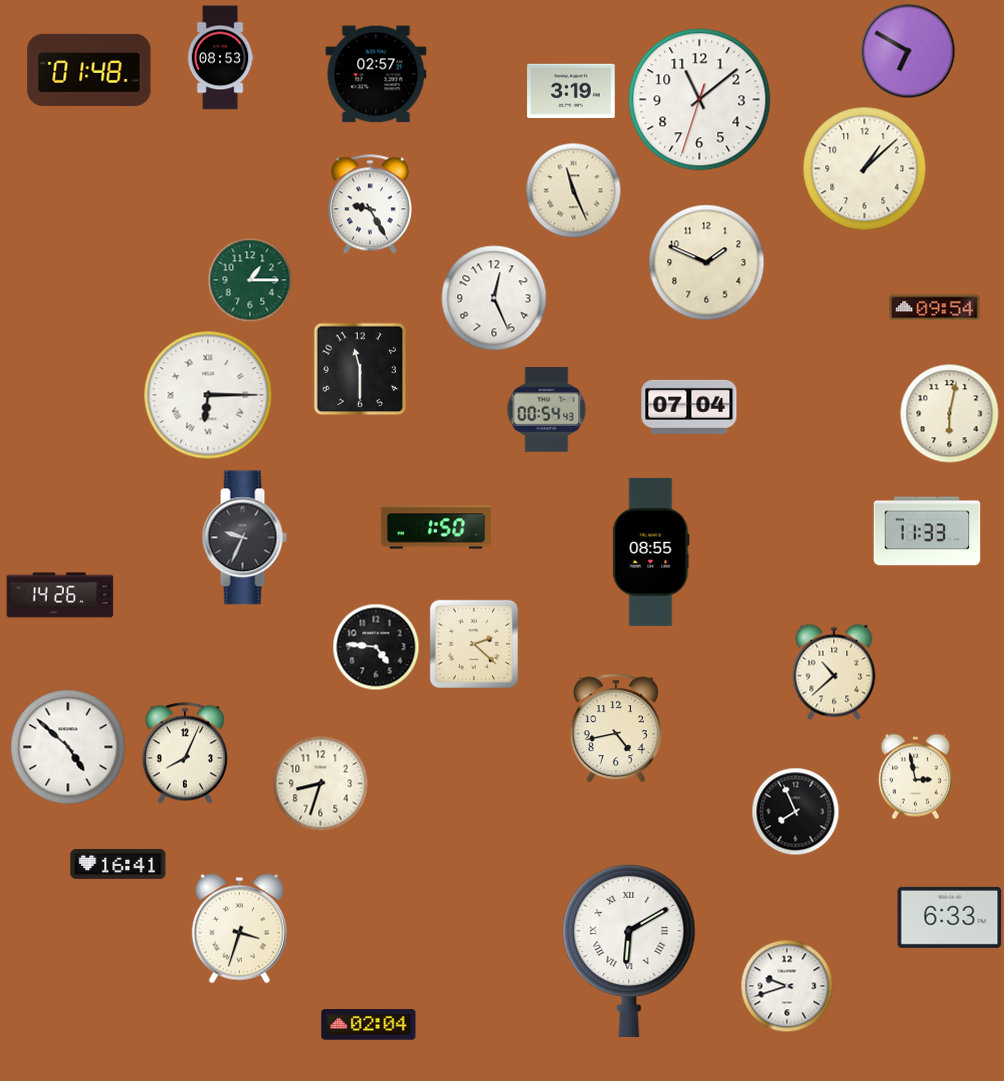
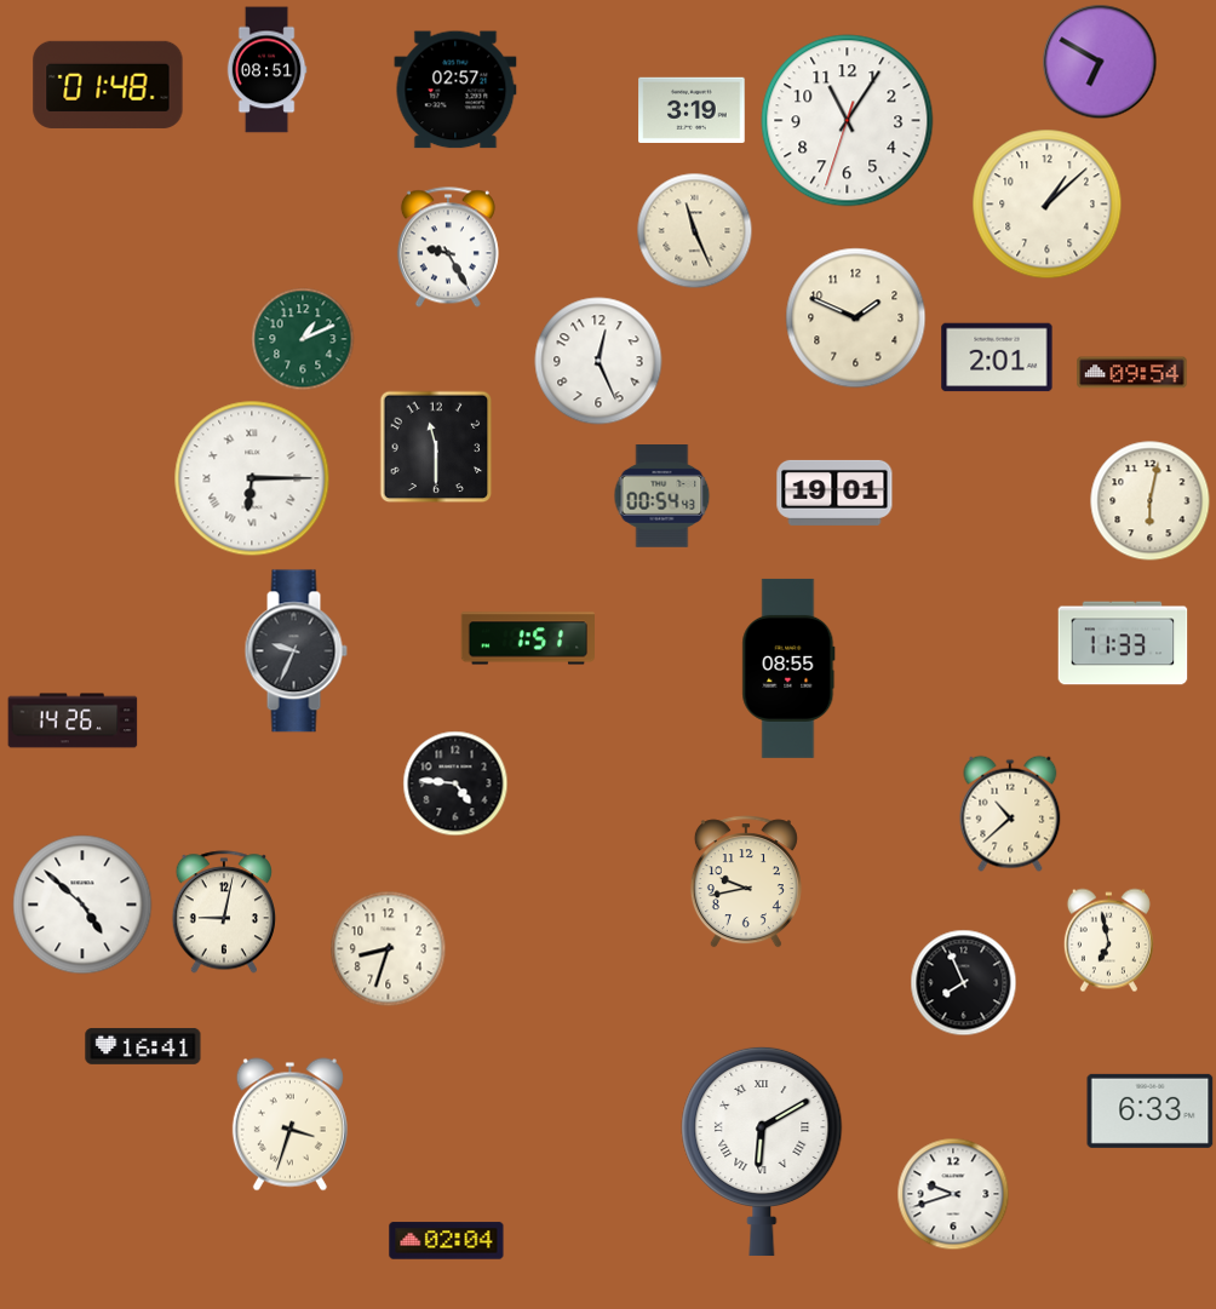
clock at (220, 58): 08:53 -> 08:51
clock at (700, 100): 11:08 -> 11:05
clock at (250, 280): 1:15 -> 1:11
clock at (997, 357): none -> 2:01
clock at (689, 407): 07:04 -> 19:01
clock at (435, 527): 1:50 -> 1:51
clock at (474, 644): 2:22 -> none
clock at (616, 728): 4:43 -> 9:43
clock at (184, 753): 8:04 -> 9:02
clock at (915, 777): 2:58 -> 6:58
